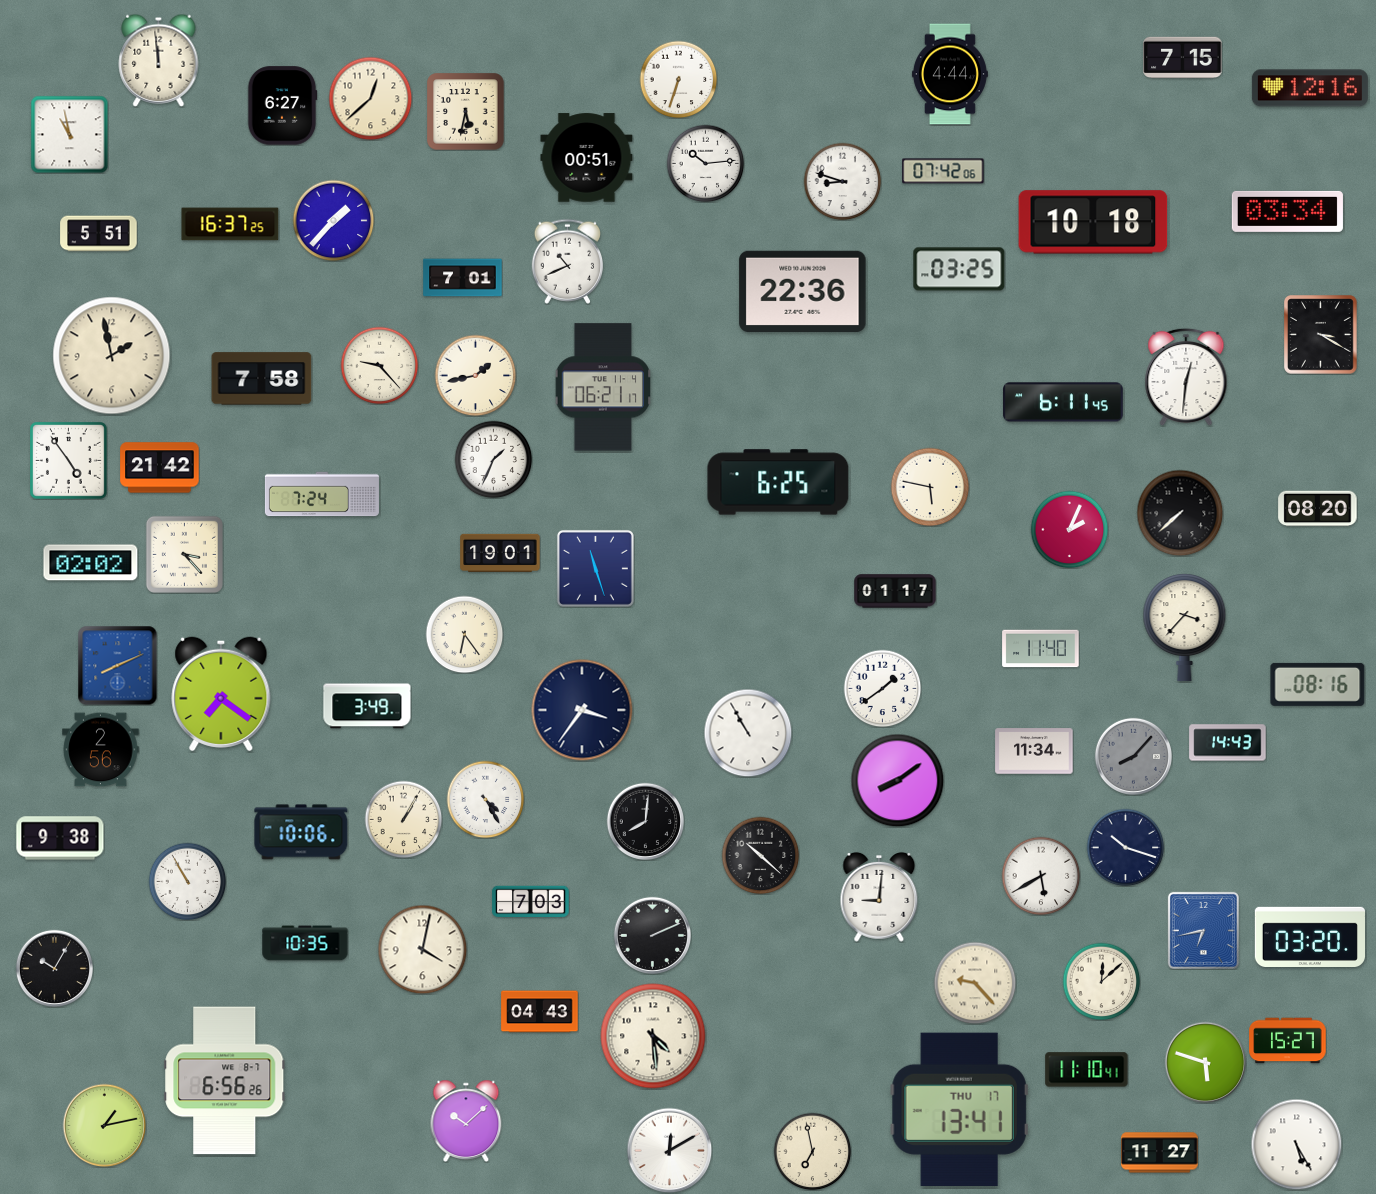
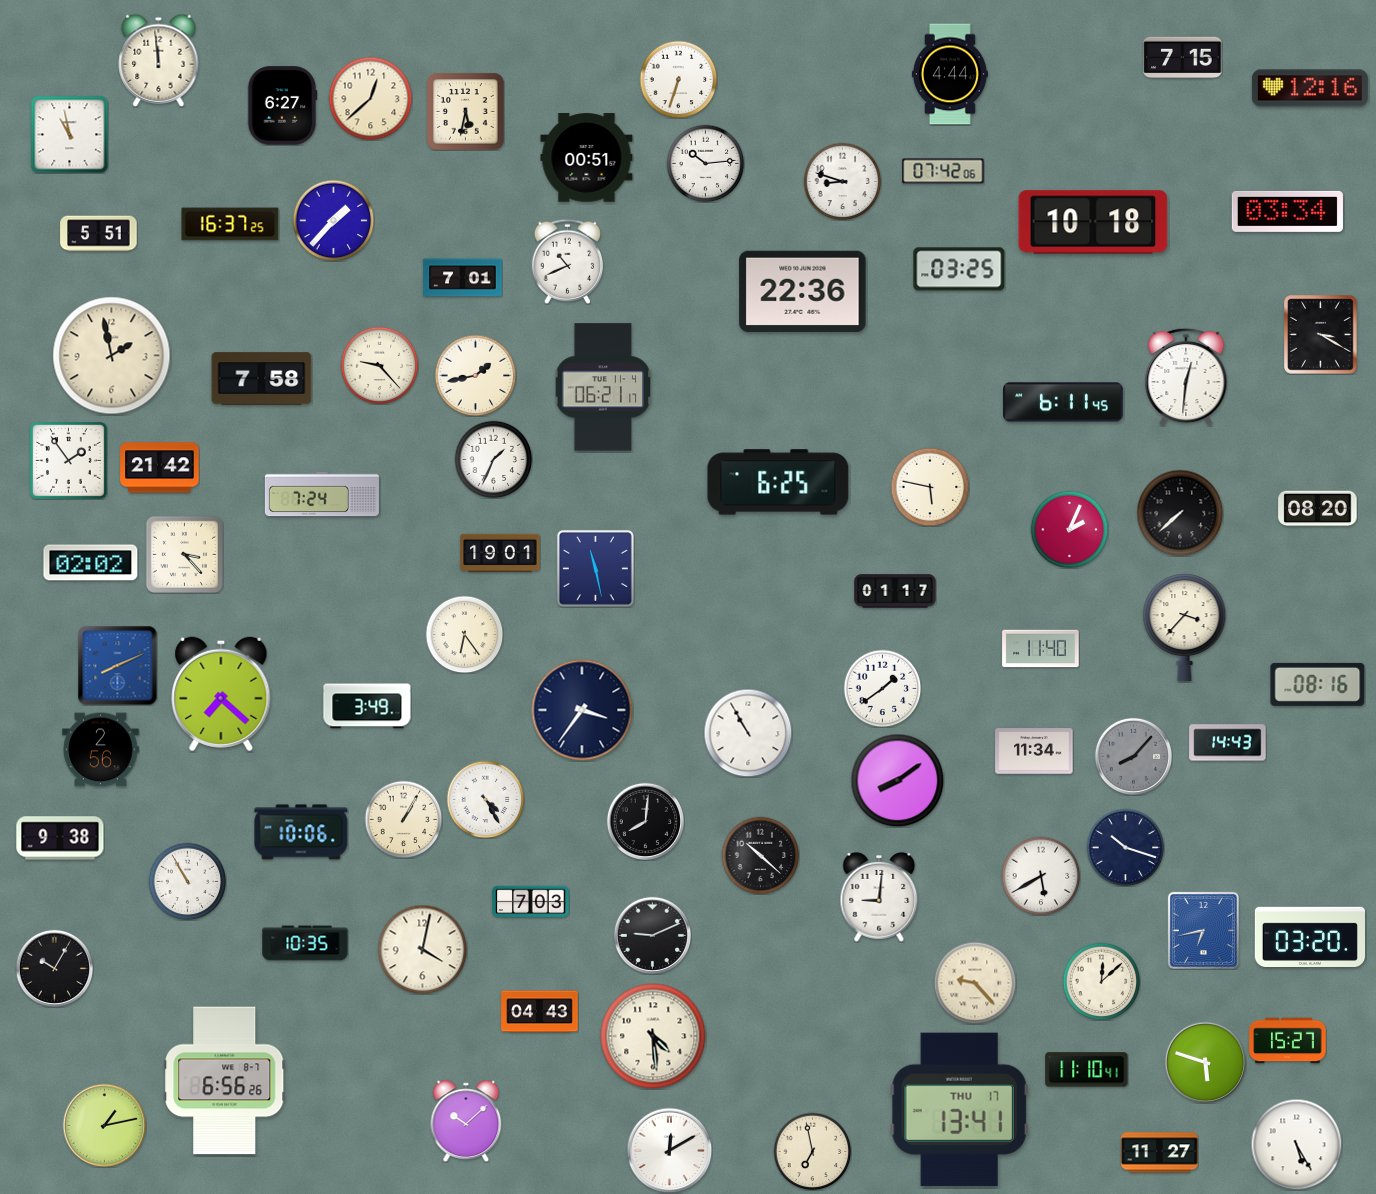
clock at (69, 461): 4:54 -> 1:54
clock at (595, 568): 11:27 -> 11:28
clock at (221, 694): 7:21 -> 7:22
clock at (652, 935): 2:11 -> 9:11
